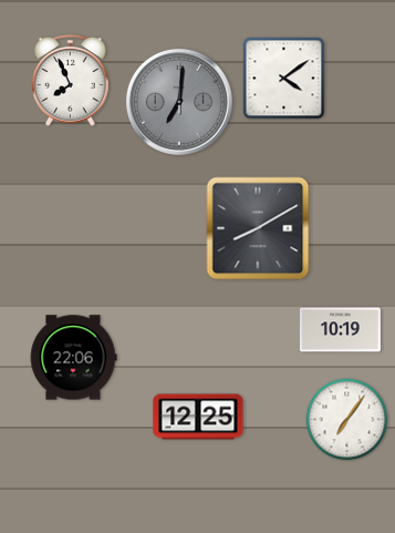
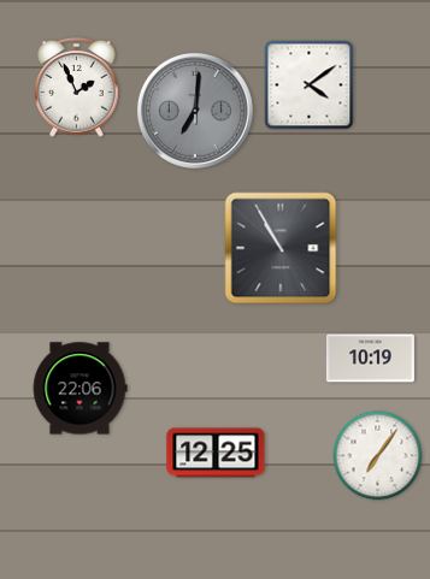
clock at (71, 81): 7:56 -> 1:56
clock at (258, 228): 8:10 -> 10:55
